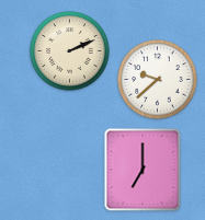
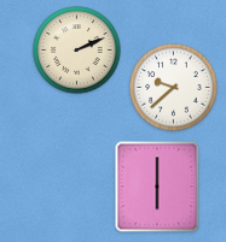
clock at (70, 51) position: (70, 51) -> (77, 51)
clock at (143, 170): 7:00 -> 6:00
